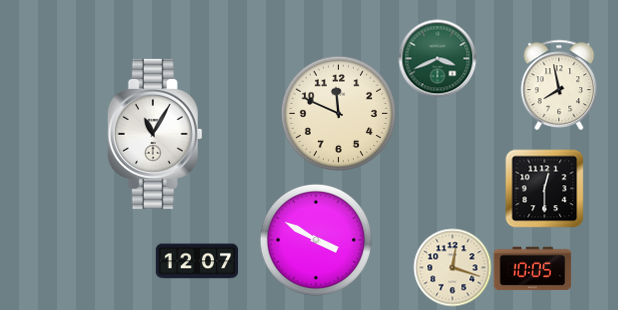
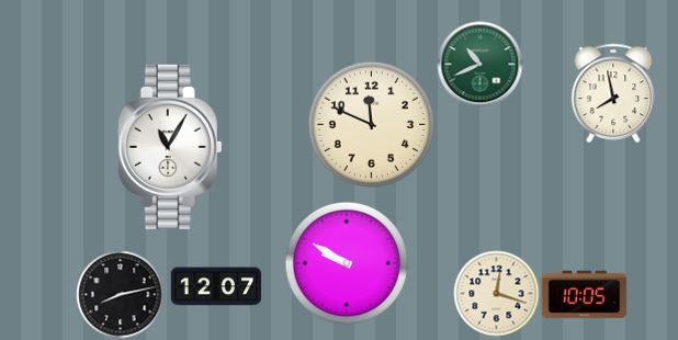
clock at (437, 58): 3:41 -> 10:41
clock at (544, 188): 12:30 -> none
clock at (316, 240): 3:50 -> 9:50
clock at (120, 294): none -> 8:13
